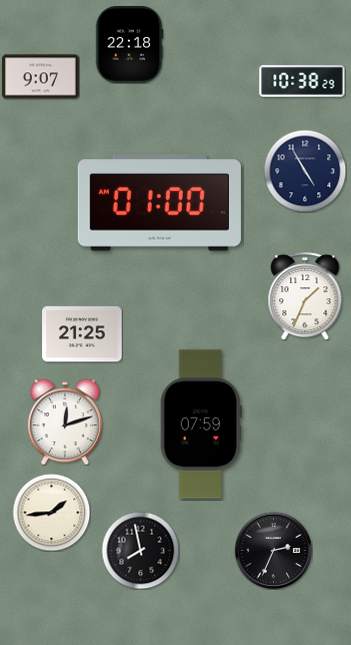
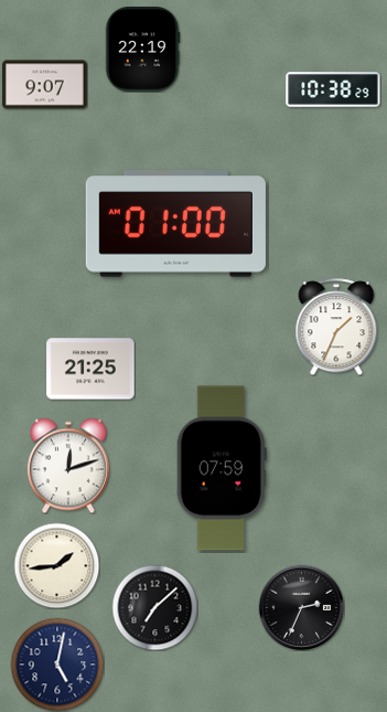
clock at (129, 45): 22:18 -> 22:19
clock at (305, 171): 4:55 -> none
clock at (65, 422) position: (65, 422) -> (68, 466)
clock at (140, 550): 7:58 -> 7:08
clock at (57, 665): none -> 5:02
